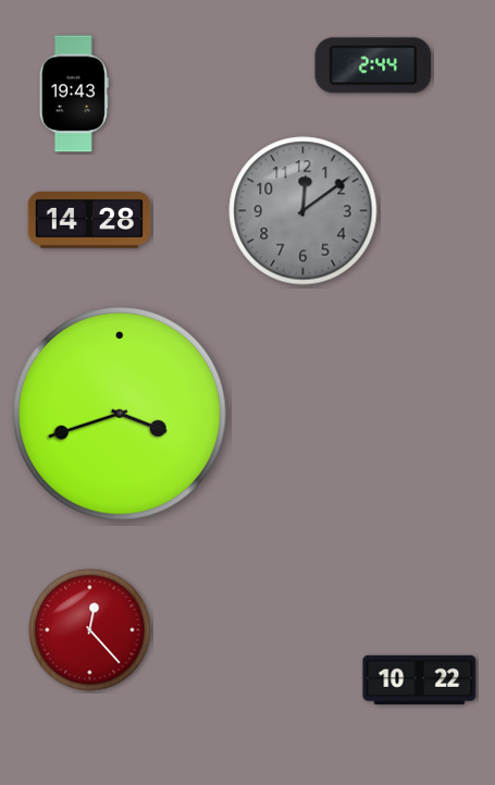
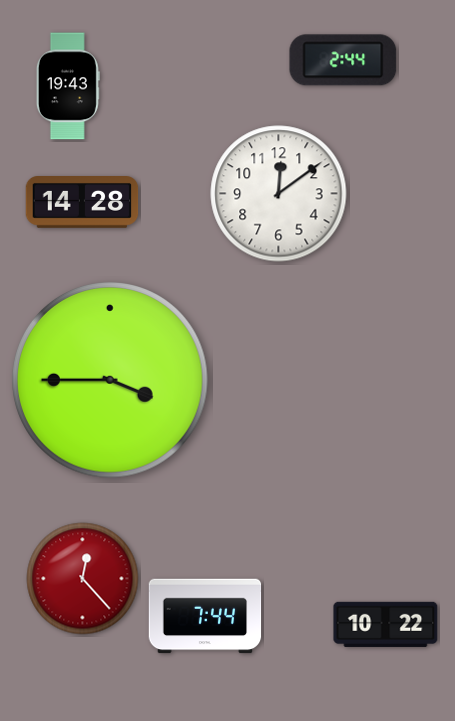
clock at (304, 211) dial: grey -> white
clock at (121, 415): 3:42 -> 3:45
clock at (205, 616): none -> 7:44
